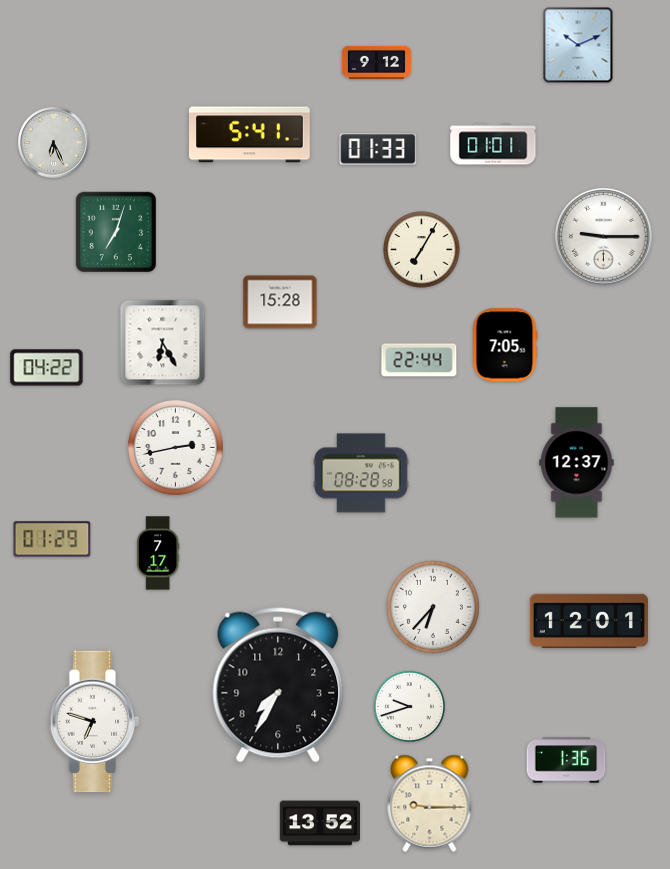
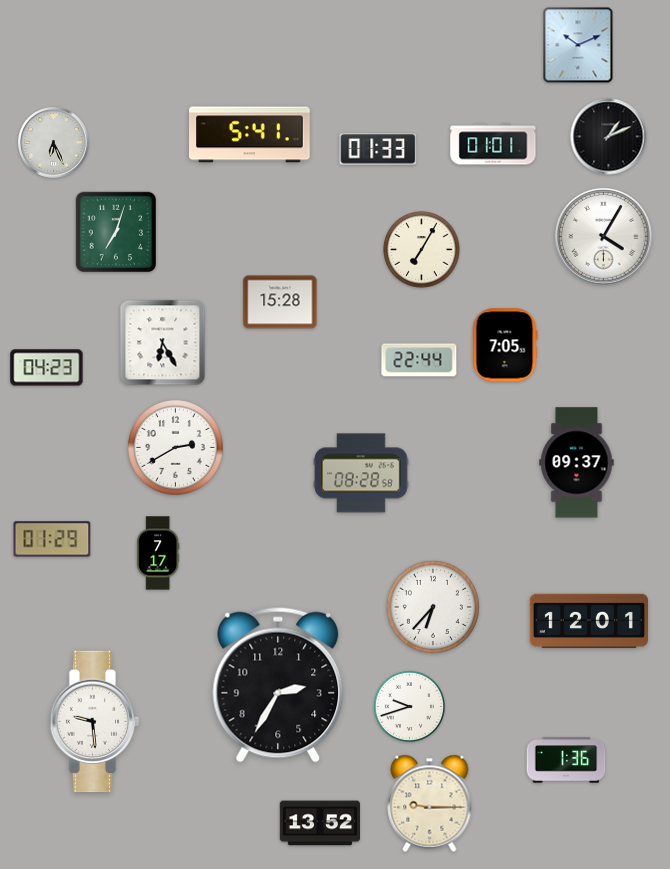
clock at (376, 62): 9:12 -> none
clock at (609, 137): none -> 1:11
clock at (604, 237): 9:15 -> 4:05
clock at (47, 368): 04:22 -> 04:23
clock at (176, 448): 2:43 -> 2:40
clock at (577, 463): 12:37 -> 09:37
clock at (278, 685): 7:35 -> 2:35
clock at (95, 722): 6:48 -> 9:29
